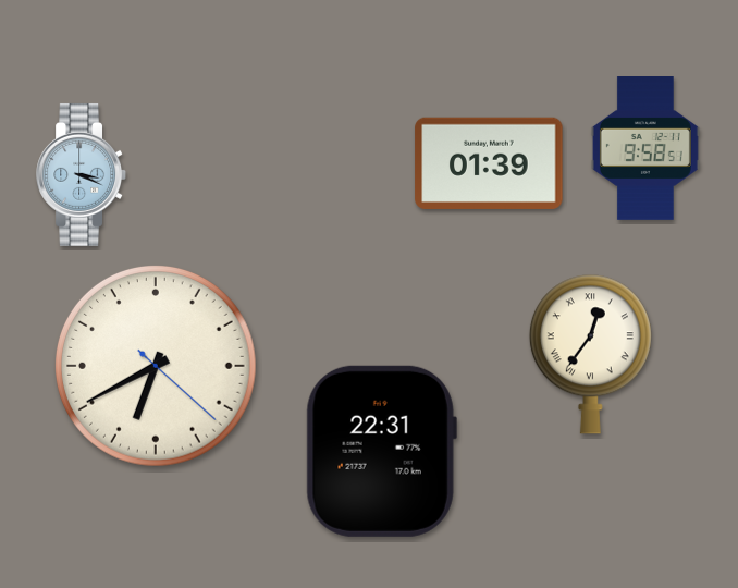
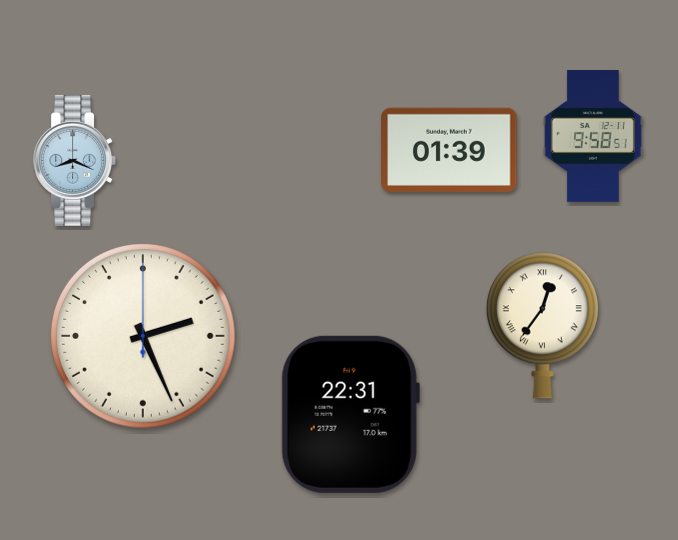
clock at (82, 174): 3:19 -> 8:19
clock at (157, 367): 6:40 -> 2:26
